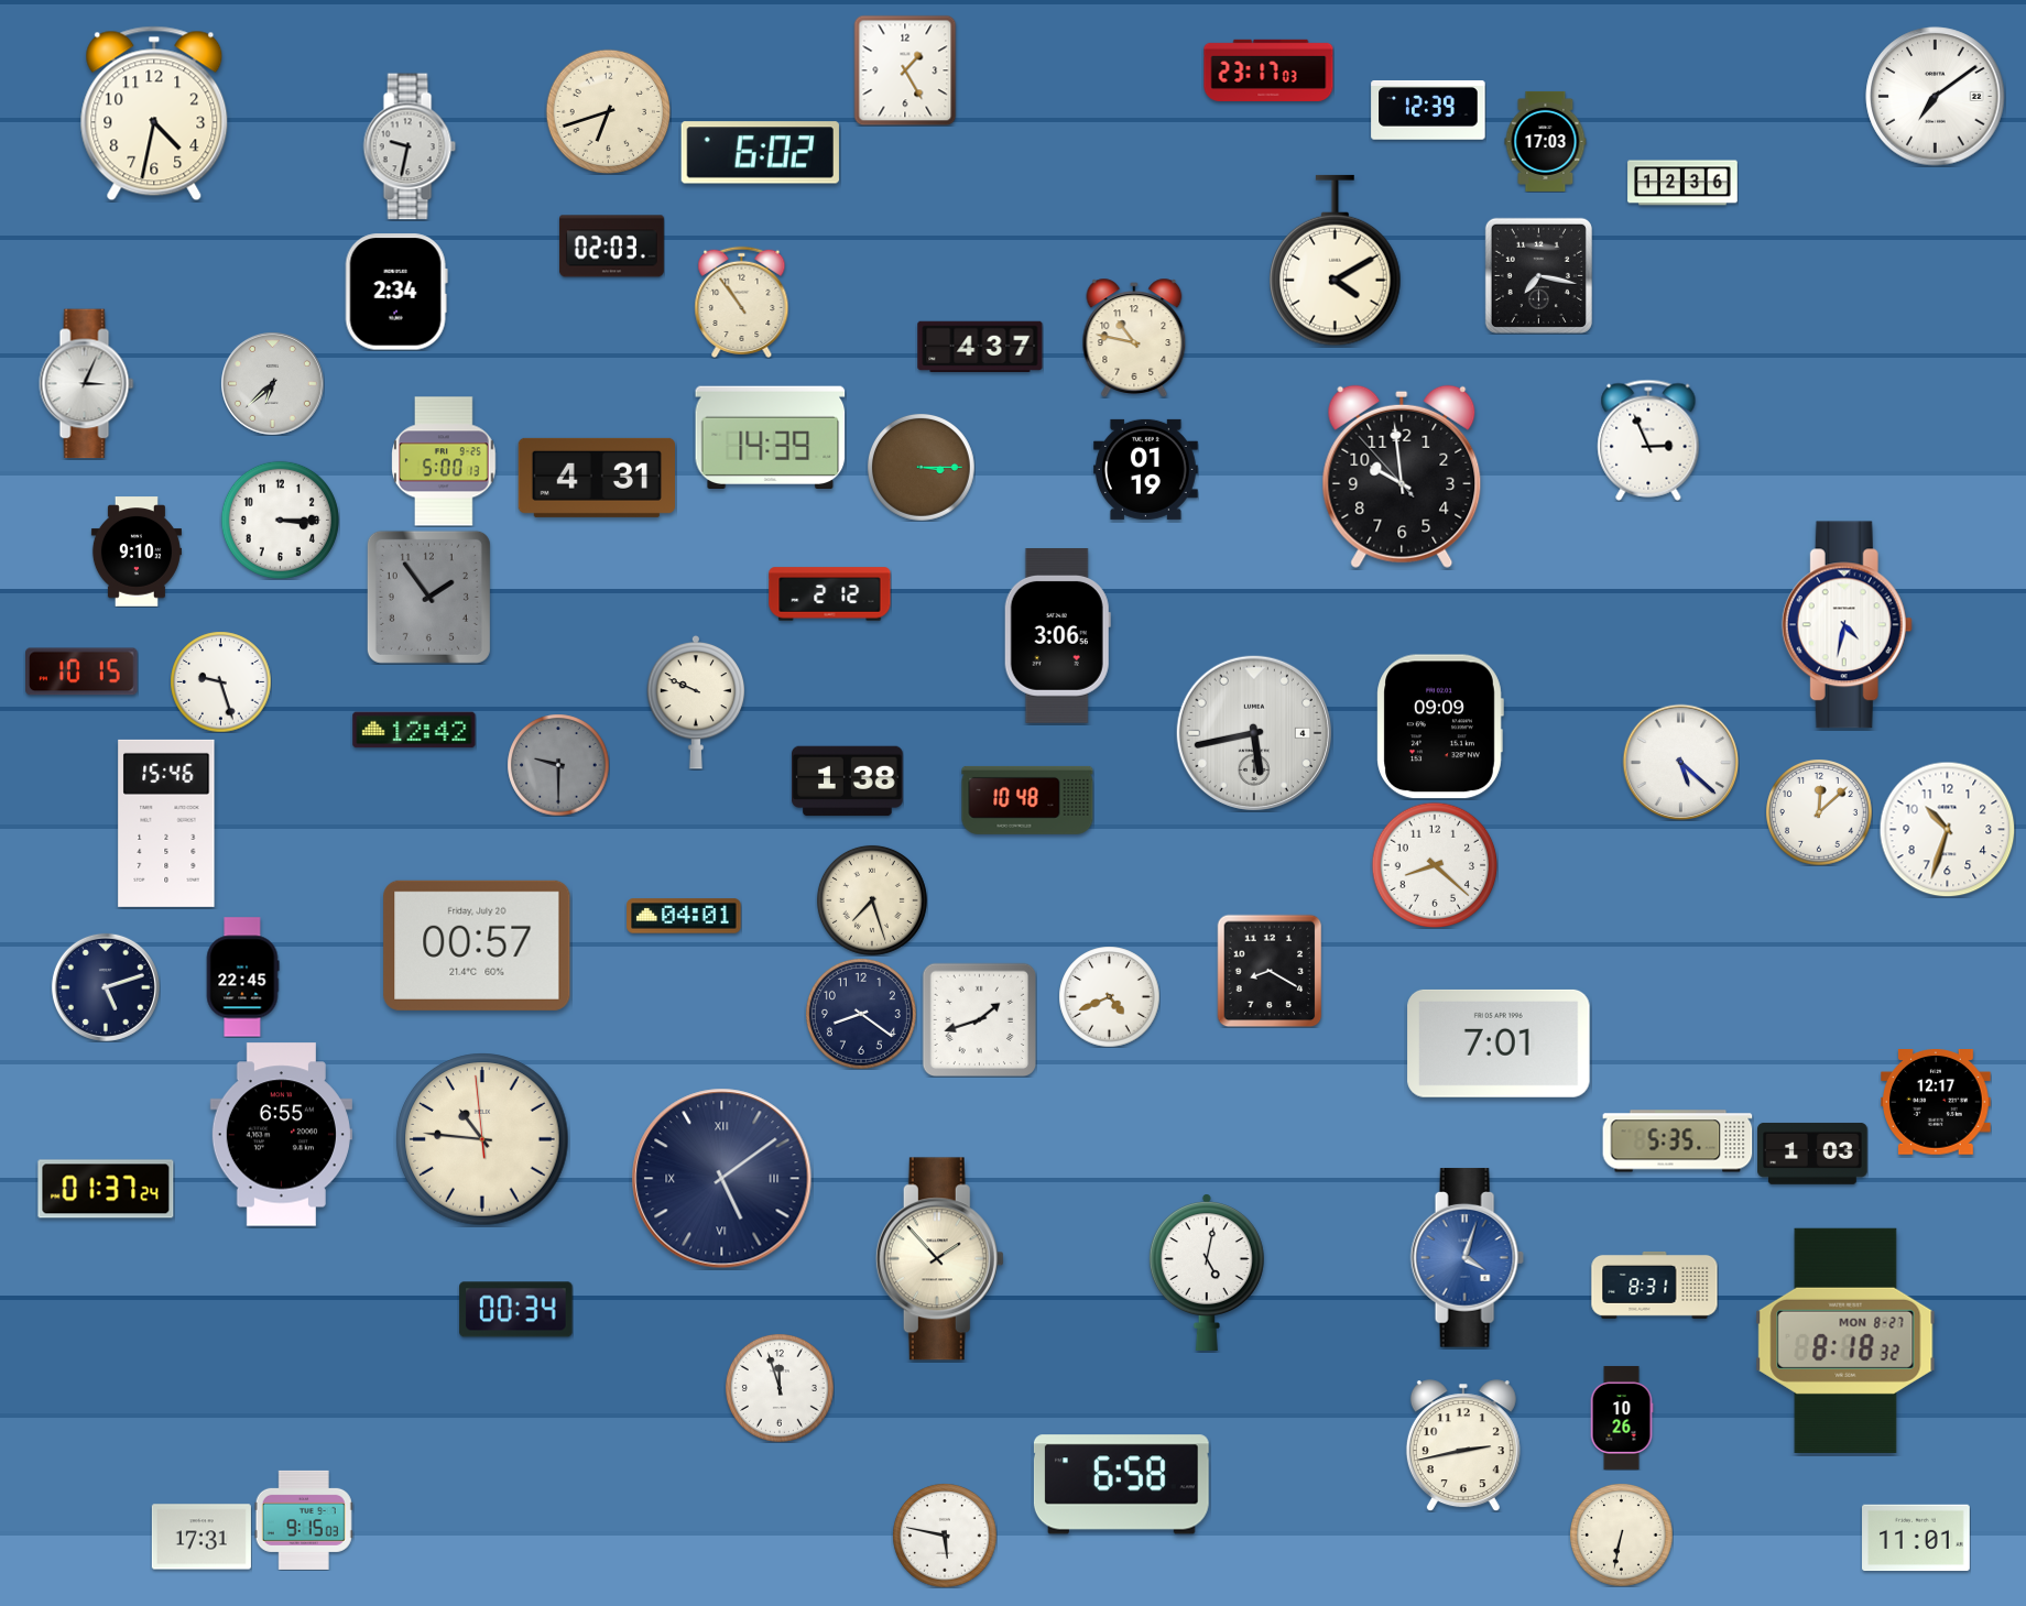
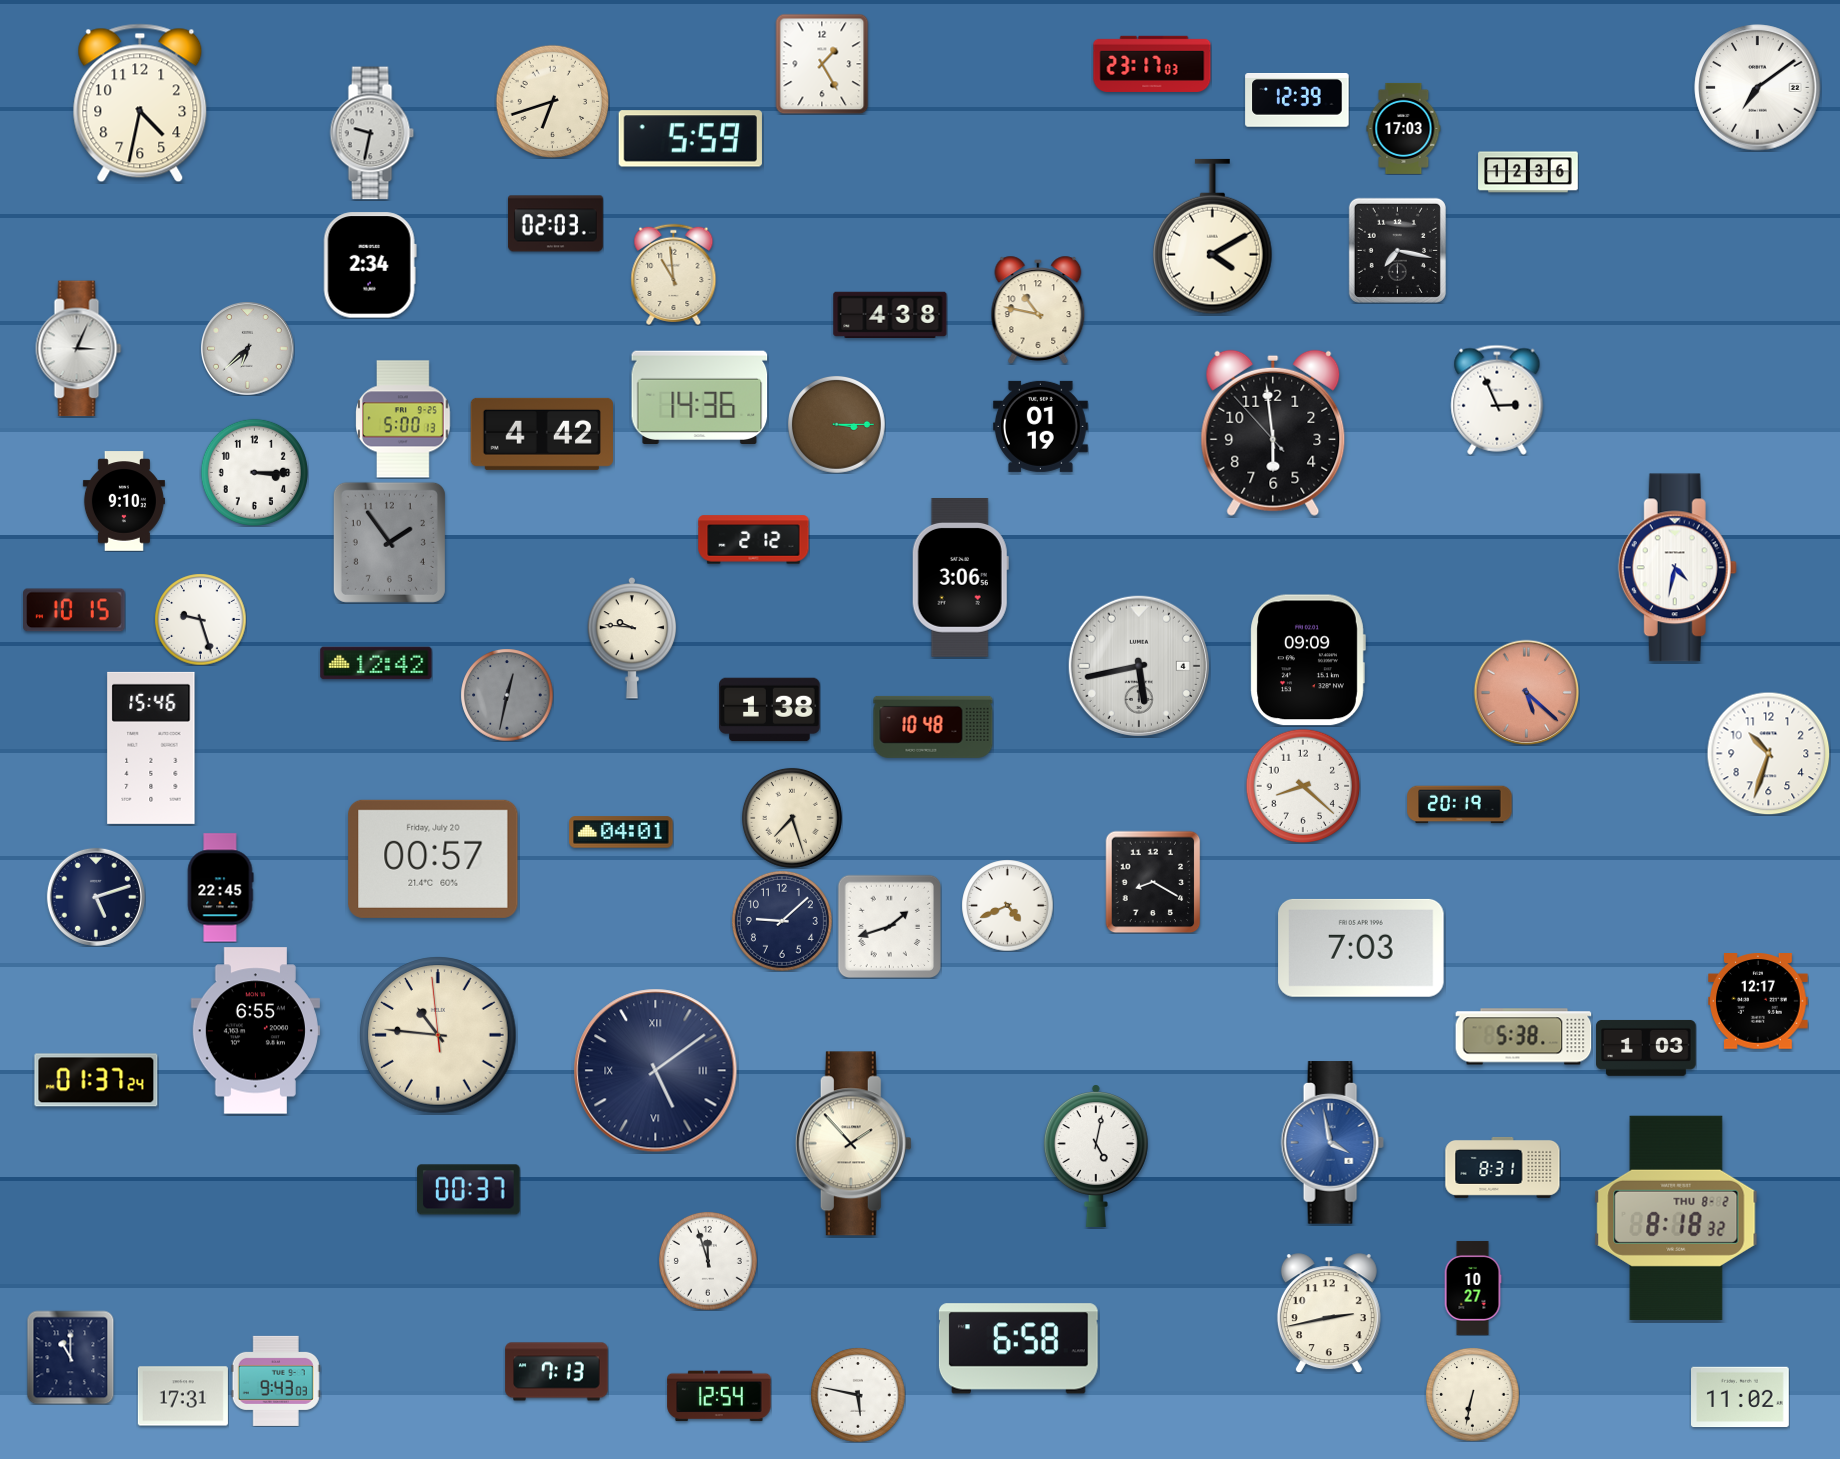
clock at (760, 153): 6:02 -> 5:59
clock at (1682, 183) position: (1682, 183) -> (1528, 172)
clock at (396, 292) position: (396, 292) -> (370, 265)
clock at (742, 302): 10:54 -> 10:59
clock at (1134, 338) position: (1134, 338) -> (1038, 310)
clock at (980, 346): 4:37 -> 4:38
clock at (771, 437): 14:39 -> 14:36
clock at (1402, 477): 9:58 -> 5:58
clock at (596, 478): 4:31 -> 4:42
clock at (696, 702): 9:49 -> 9:46
clock at (1680, 762) dial: white -> salmon
clock at (558, 765): 9:30 -> 12:32
clock at (1819, 812): 12:08 -> none
clock at (1460, 805): none -> 20:19
clock at (861, 1014): 8:21 -> 9:08
clock at (1499, 1044): 7:01 -> 7:03
clock at (1678, 1141): 5:35 -> 5:38
clock at (1467, 1258): 4:03 -> 3:58
clock at (516, 1310): 00:34 -> 00:37
clock at (1845, 1341) date: MON 8-27 -> THU 8-2
clock at (1622, 1418): 10:26 -> 10:27
clock at (71, 1357): none -> 11:00
clock at (557, 1372): none -> 7:13
clock at (304, 1520): 9:15 -> 9:43
clock at (719, 1396): none -> 12:54
clock at (1917, 1538): 11:01 -> 11:02
